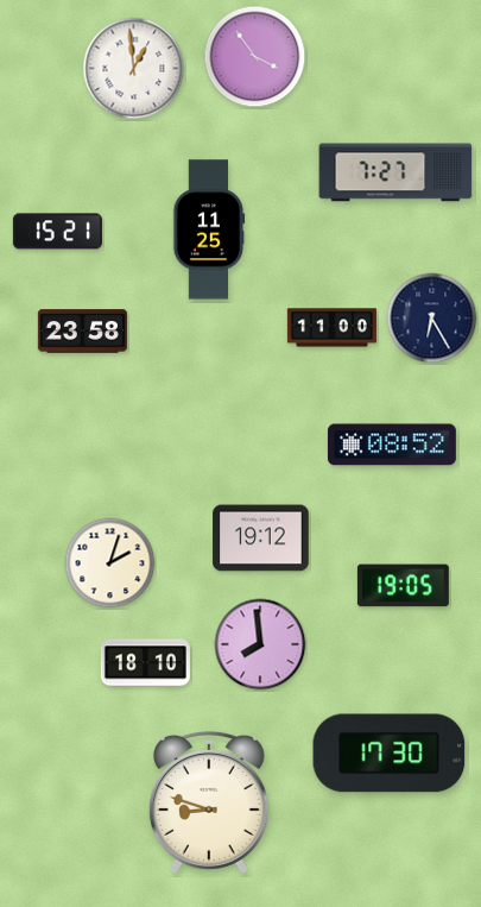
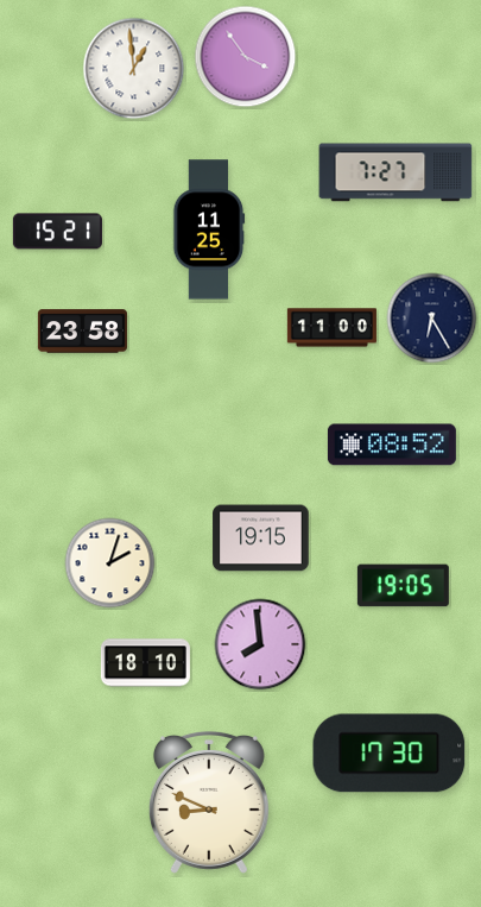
clock at (255, 57) position: (255, 57) -> (246, 57)
clock at (261, 538): 19:12 -> 19:15
clock at (209, 802): 8:48 -> 8:49
